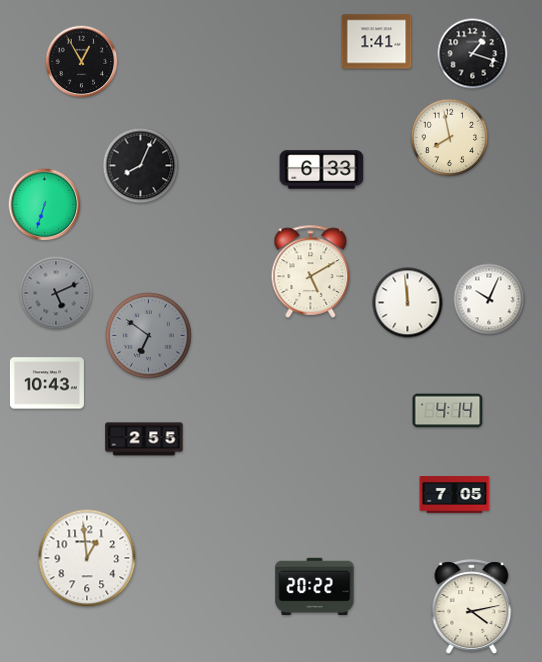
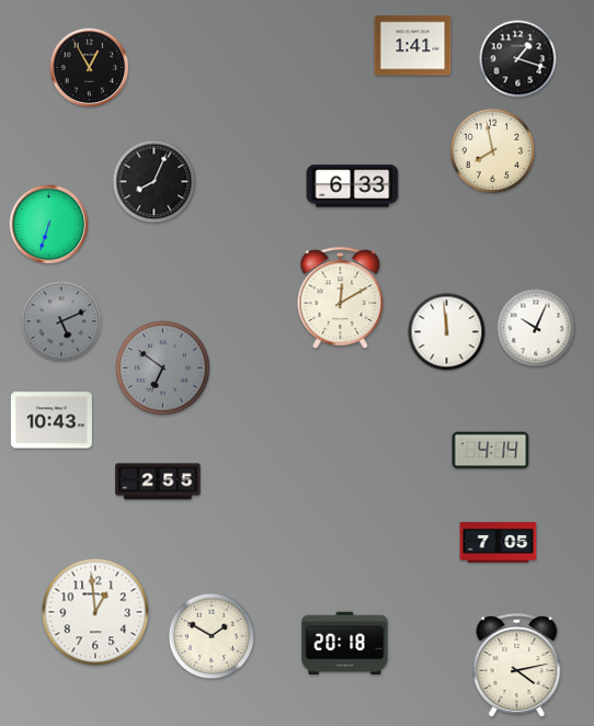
clock at (311, 271): 5:10 -> 12:10
clock at (212, 636): none -> 1:50
clock at (315, 586): 20:22 -> 20:18
